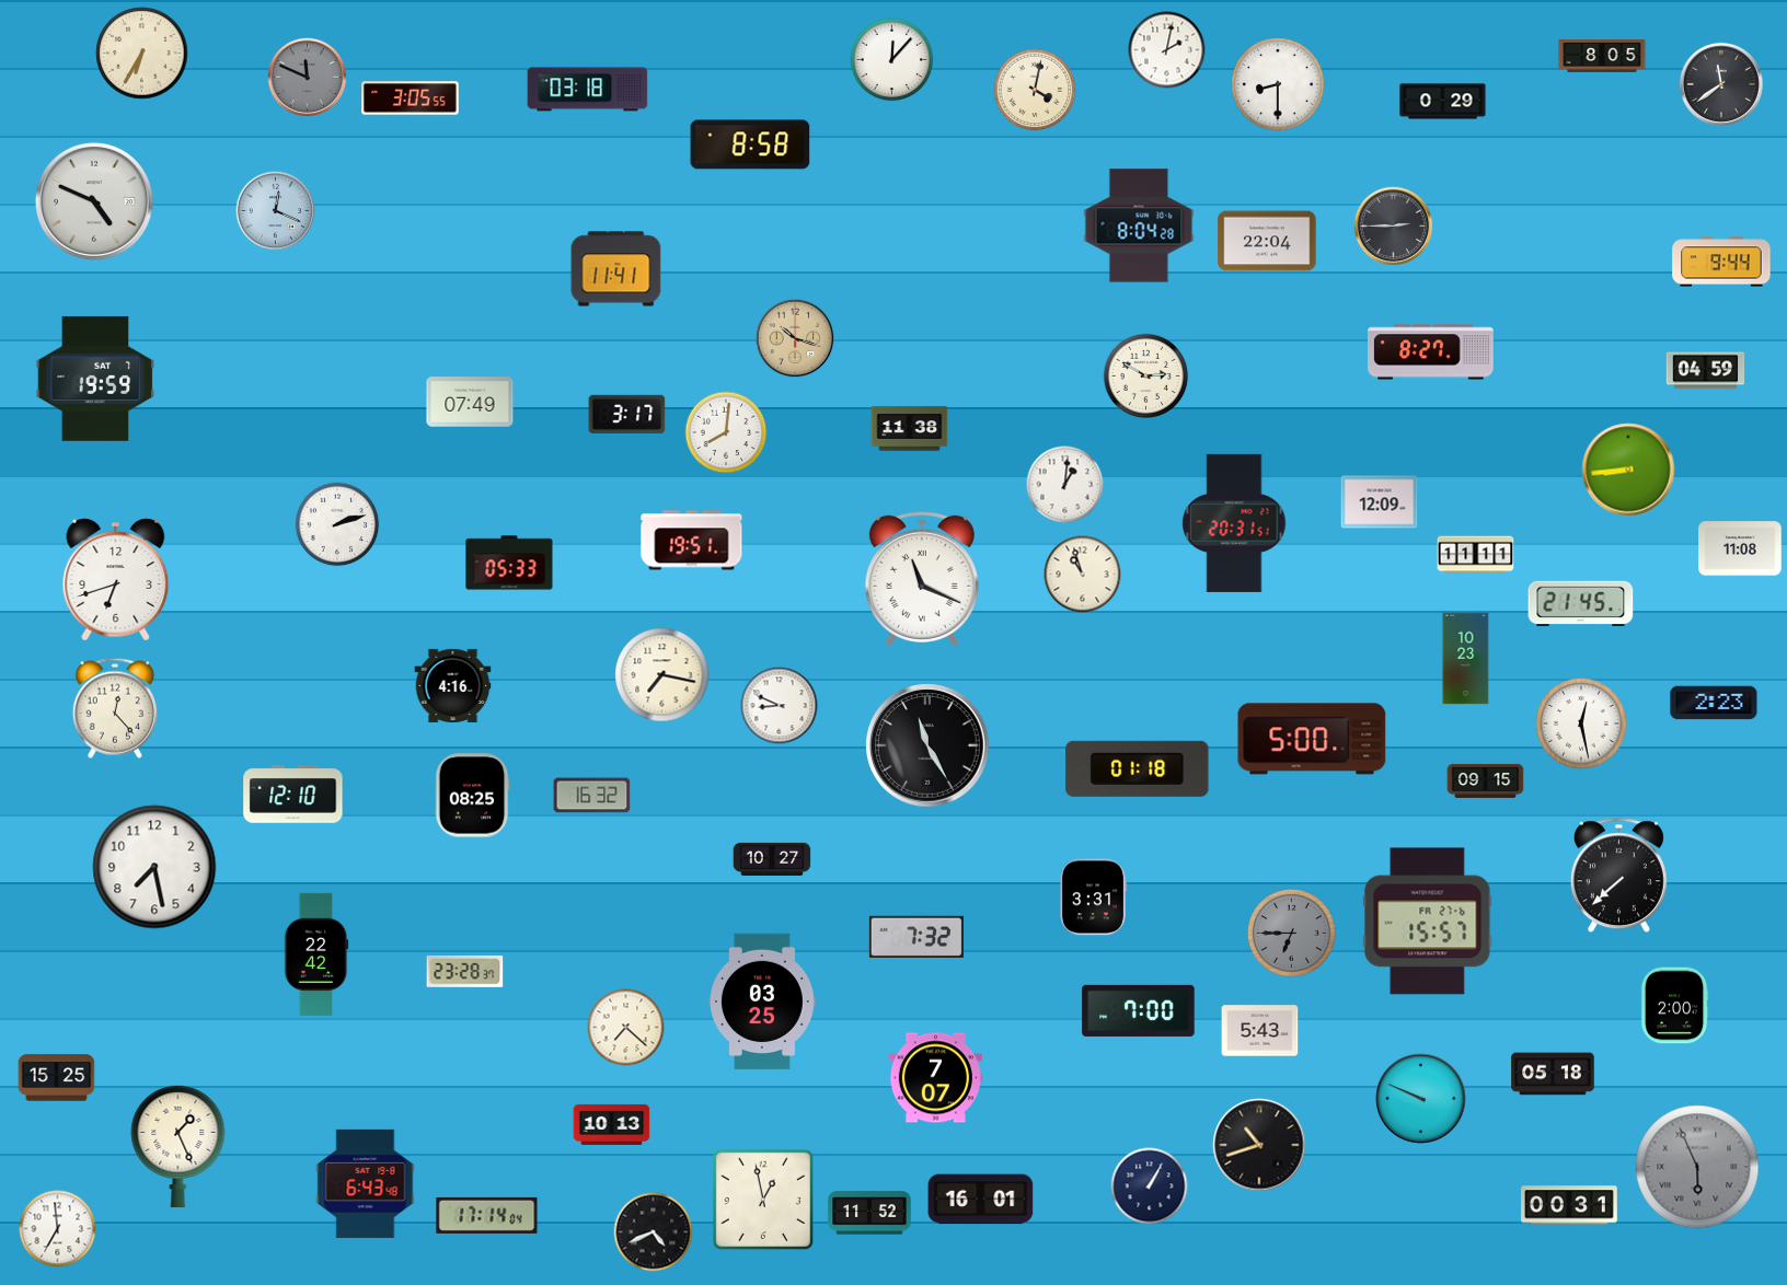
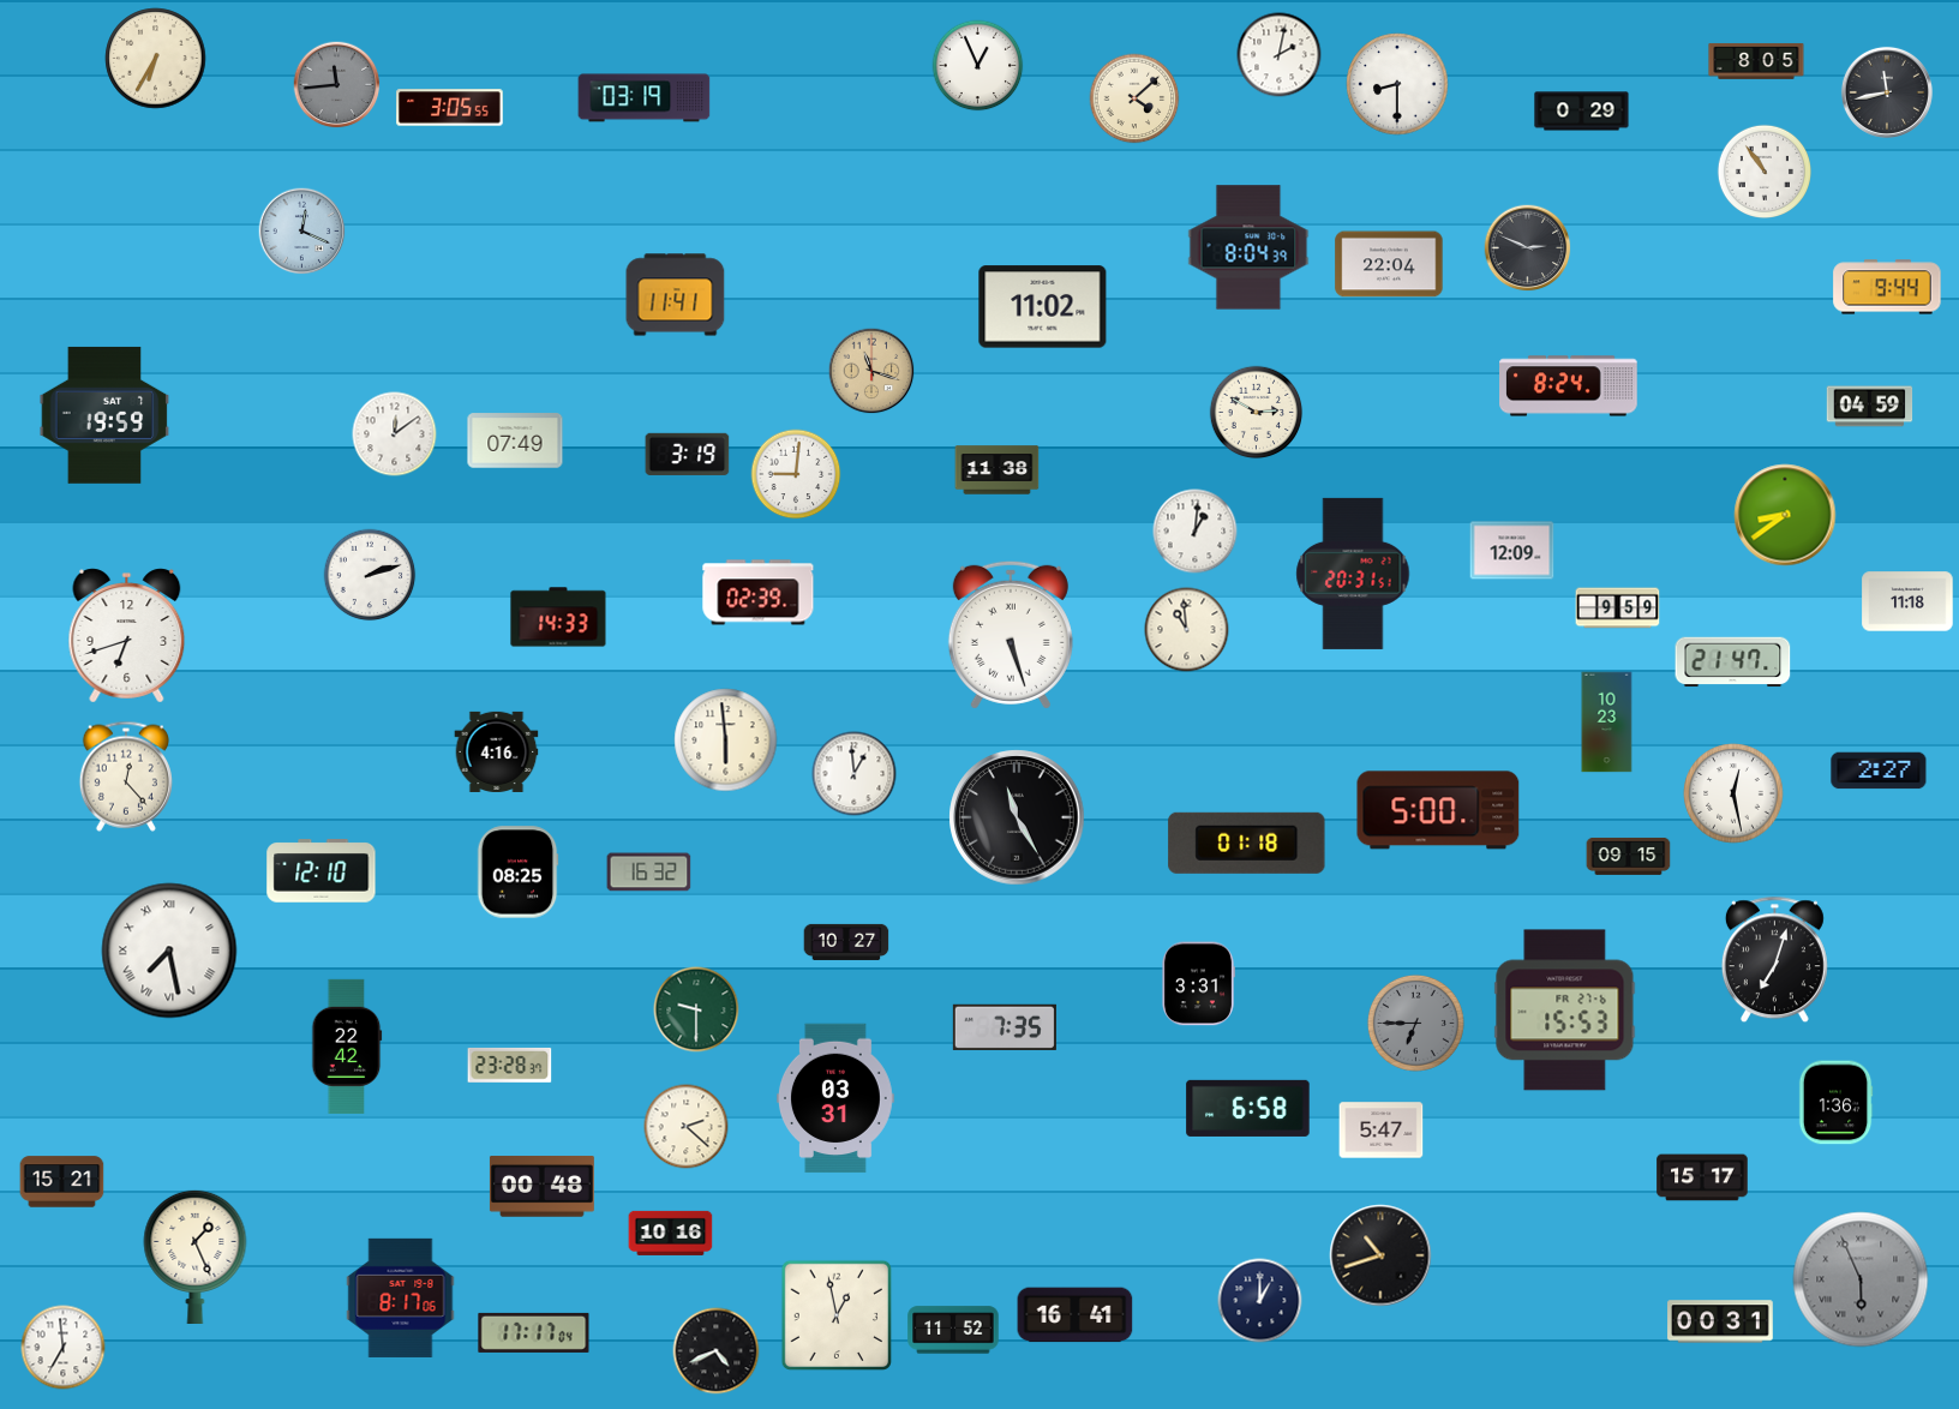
clock at (892, 60): 12:07 -> 12:56
clock at (308, 78): 11:49 -> 11:44
clock at (1278, 84) position: (1278, 84) -> (1397, 84)
clock at (1721, 84): 11:39 -> 11:43
clock at (588, 90): 03:18 -> 03:19
clock at (1035, 90): 4:02 -> 4:08
clock at (750, 144): 8:58 -> none
clock at (1763, 170): none -> 10:54
clock at (94, 201): 4:49 -> none
clock at (1139, 225): 8:04:28 -> 8:04:39
clock at (1394, 227): 2:45 -> 2:49
clock at (1043, 307): none -> 11:02
clock at (795, 338): 10:18 -> 11:18
clock at (1431, 352): 8:27 -> 8:24
clock at (395, 434): none -> 12:09
clock at (627, 414): 3:17 -> 3:19
clock at (726, 432): 8:01 -> 9:01
clock at (1628, 470): 8:44 -> 8:39
clock at (1065, 485) position: (1065, 485) -> (1196, 532)
clock at (692, 541): 19:51 -> 02:39
clock at (1740, 548): 11:08 -> 11:18
clock at (1476, 555): 11:11 -> 9:59
clock at (509, 563): 05:33 -> 14:33
clock at (1083, 575): 10:57 -> 10:59
clock at (922, 579): 11:19 -> 5:27
clock at (1581, 604): 21:45 -> 21:47
clock at (662, 675): 7:17 -> 5:59
clock at (1714, 703): 2:23 -> 2:27
clock at (780, 706): 8:49 -> 12:59
clock at (154, 867) numerals: Arabic -> Roman
clock at (1618, 876): 7:38 -> 7:03
clock at (696, 1009): none -> 9:30
clock at (1428, 922): 15:57 -> 15:53
clock at (916, 937): 7:32 -> 7:35
clock at (762, 1002): 03:25 -> 03:31
clock at (1674, 1006): 2:00 -> 1:36
clock at (1139, 1010): 7:00 -> 6:58
clock at (626, 1028): 7:22 -> 2:22
clock at (1260, 1031): 5:43 -> 5:47
clock at (1553, 1074): 05:18 -> 15:17
clock at (57, 1078): 15:25 -> 15:21
clock at (935, 1078): 7:07 -> none
clock at (541, 1187): none -> 00:48
clock at (1421, 1099): 9:49 -> none
clock at (612, 1124): 10:13 -> 10:16
clock at (366, 1183): 6:43 -> 8:17
clock at (1150, 1186): 1:05 -> 1:00
clock at (981, 1200): 16:01 -> 16:41
clock at (487, 1215): 17:14 -> 17:17
